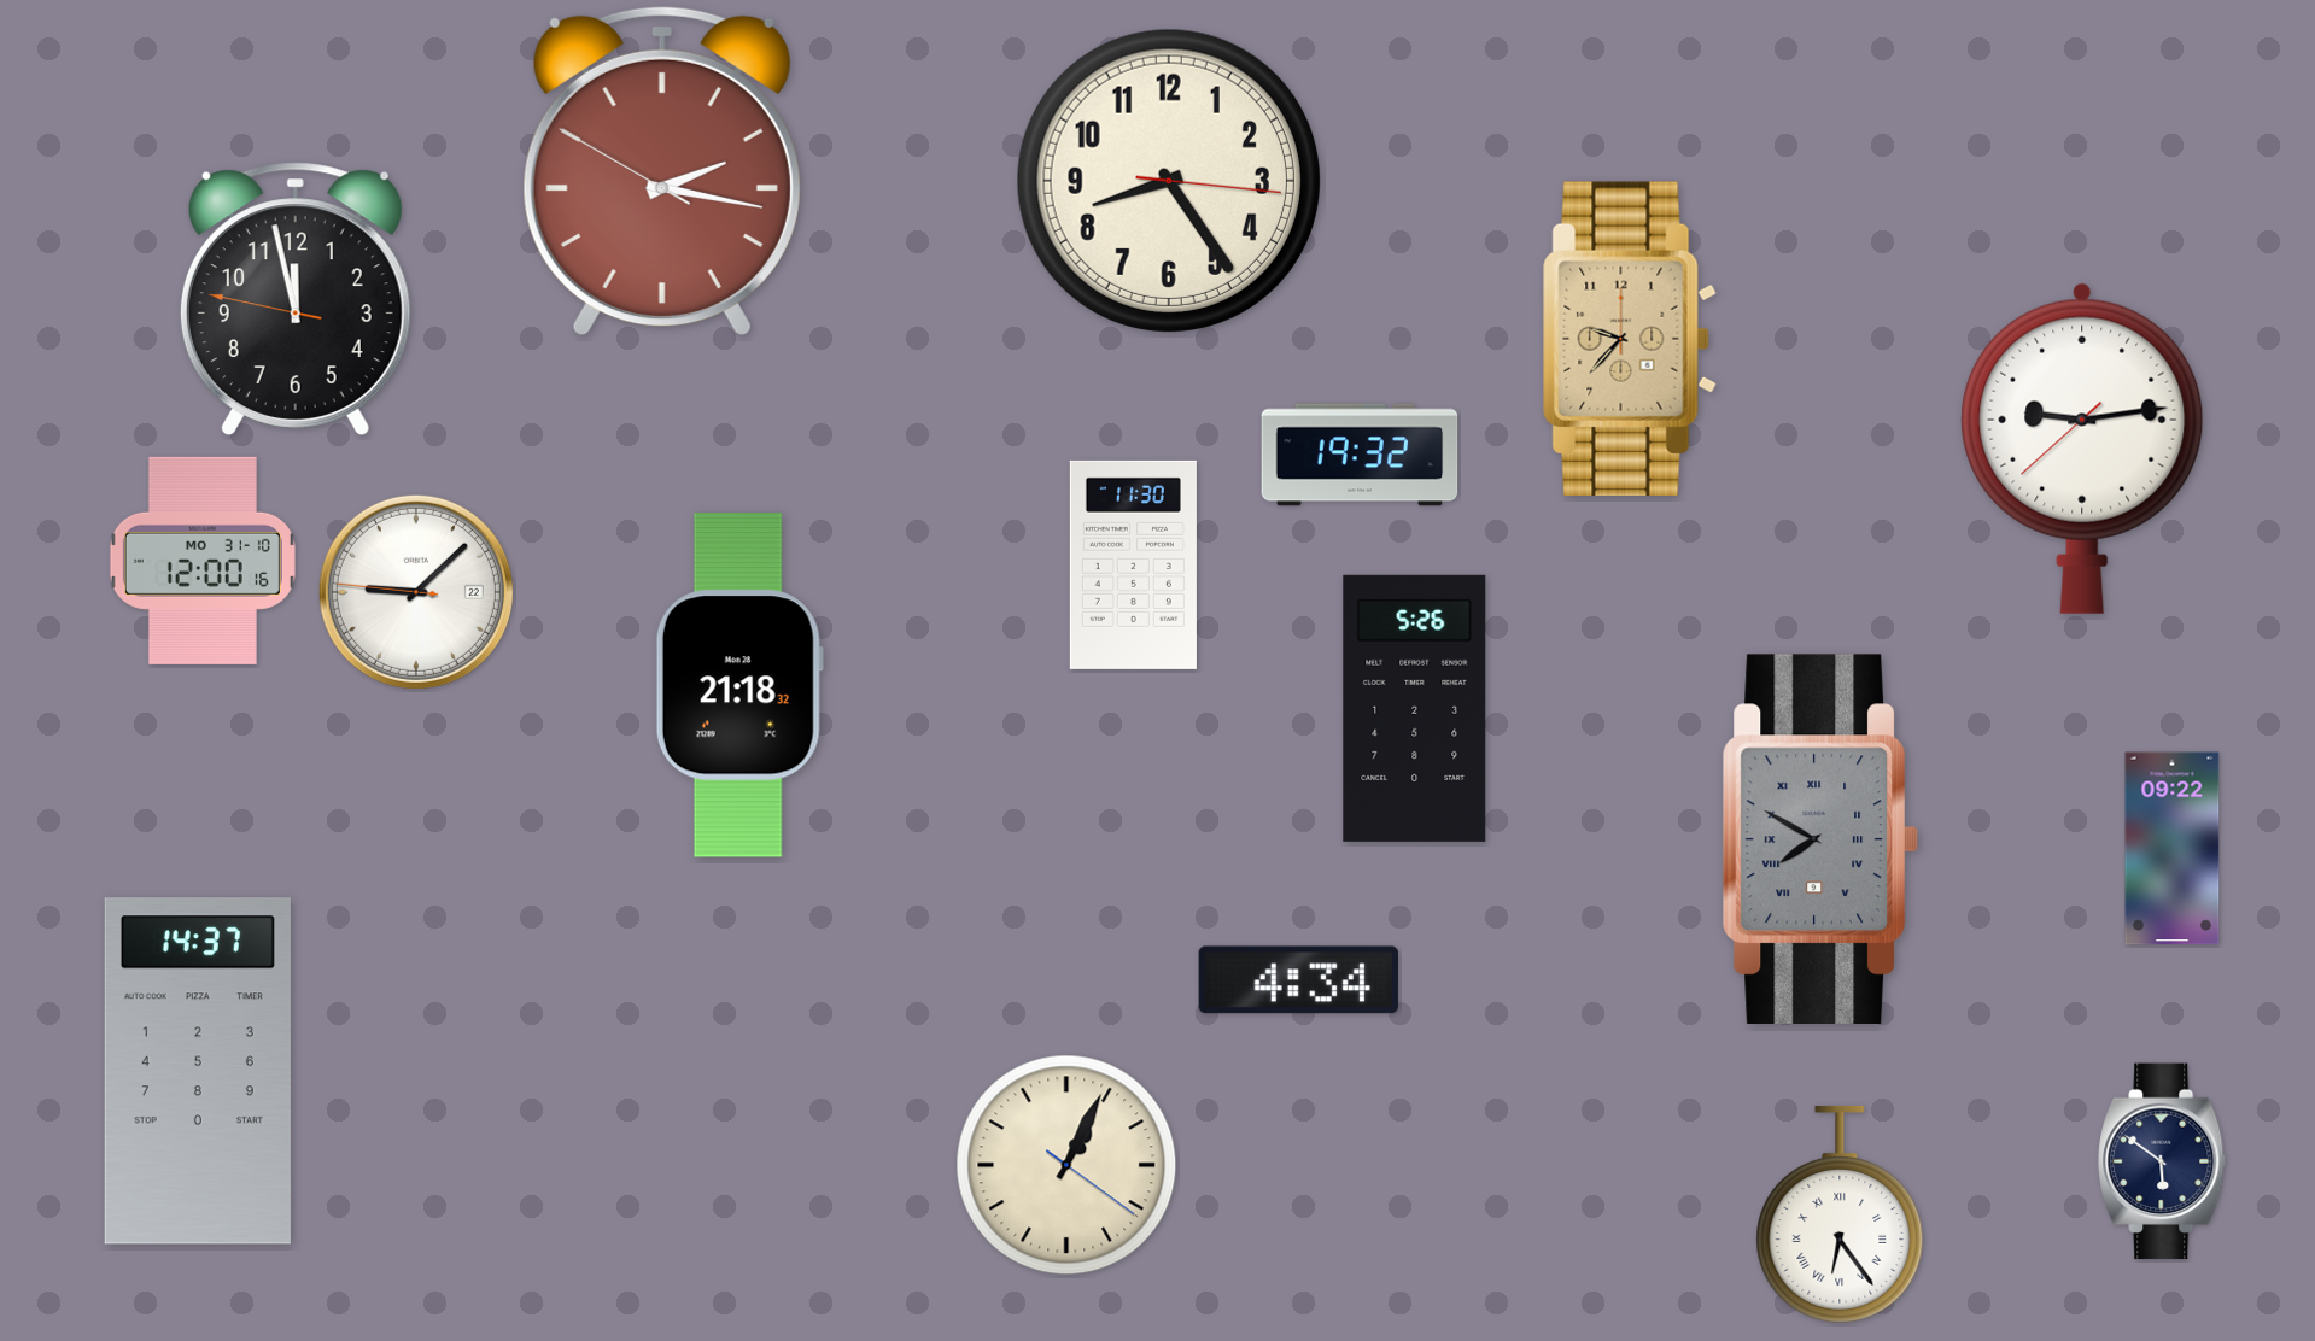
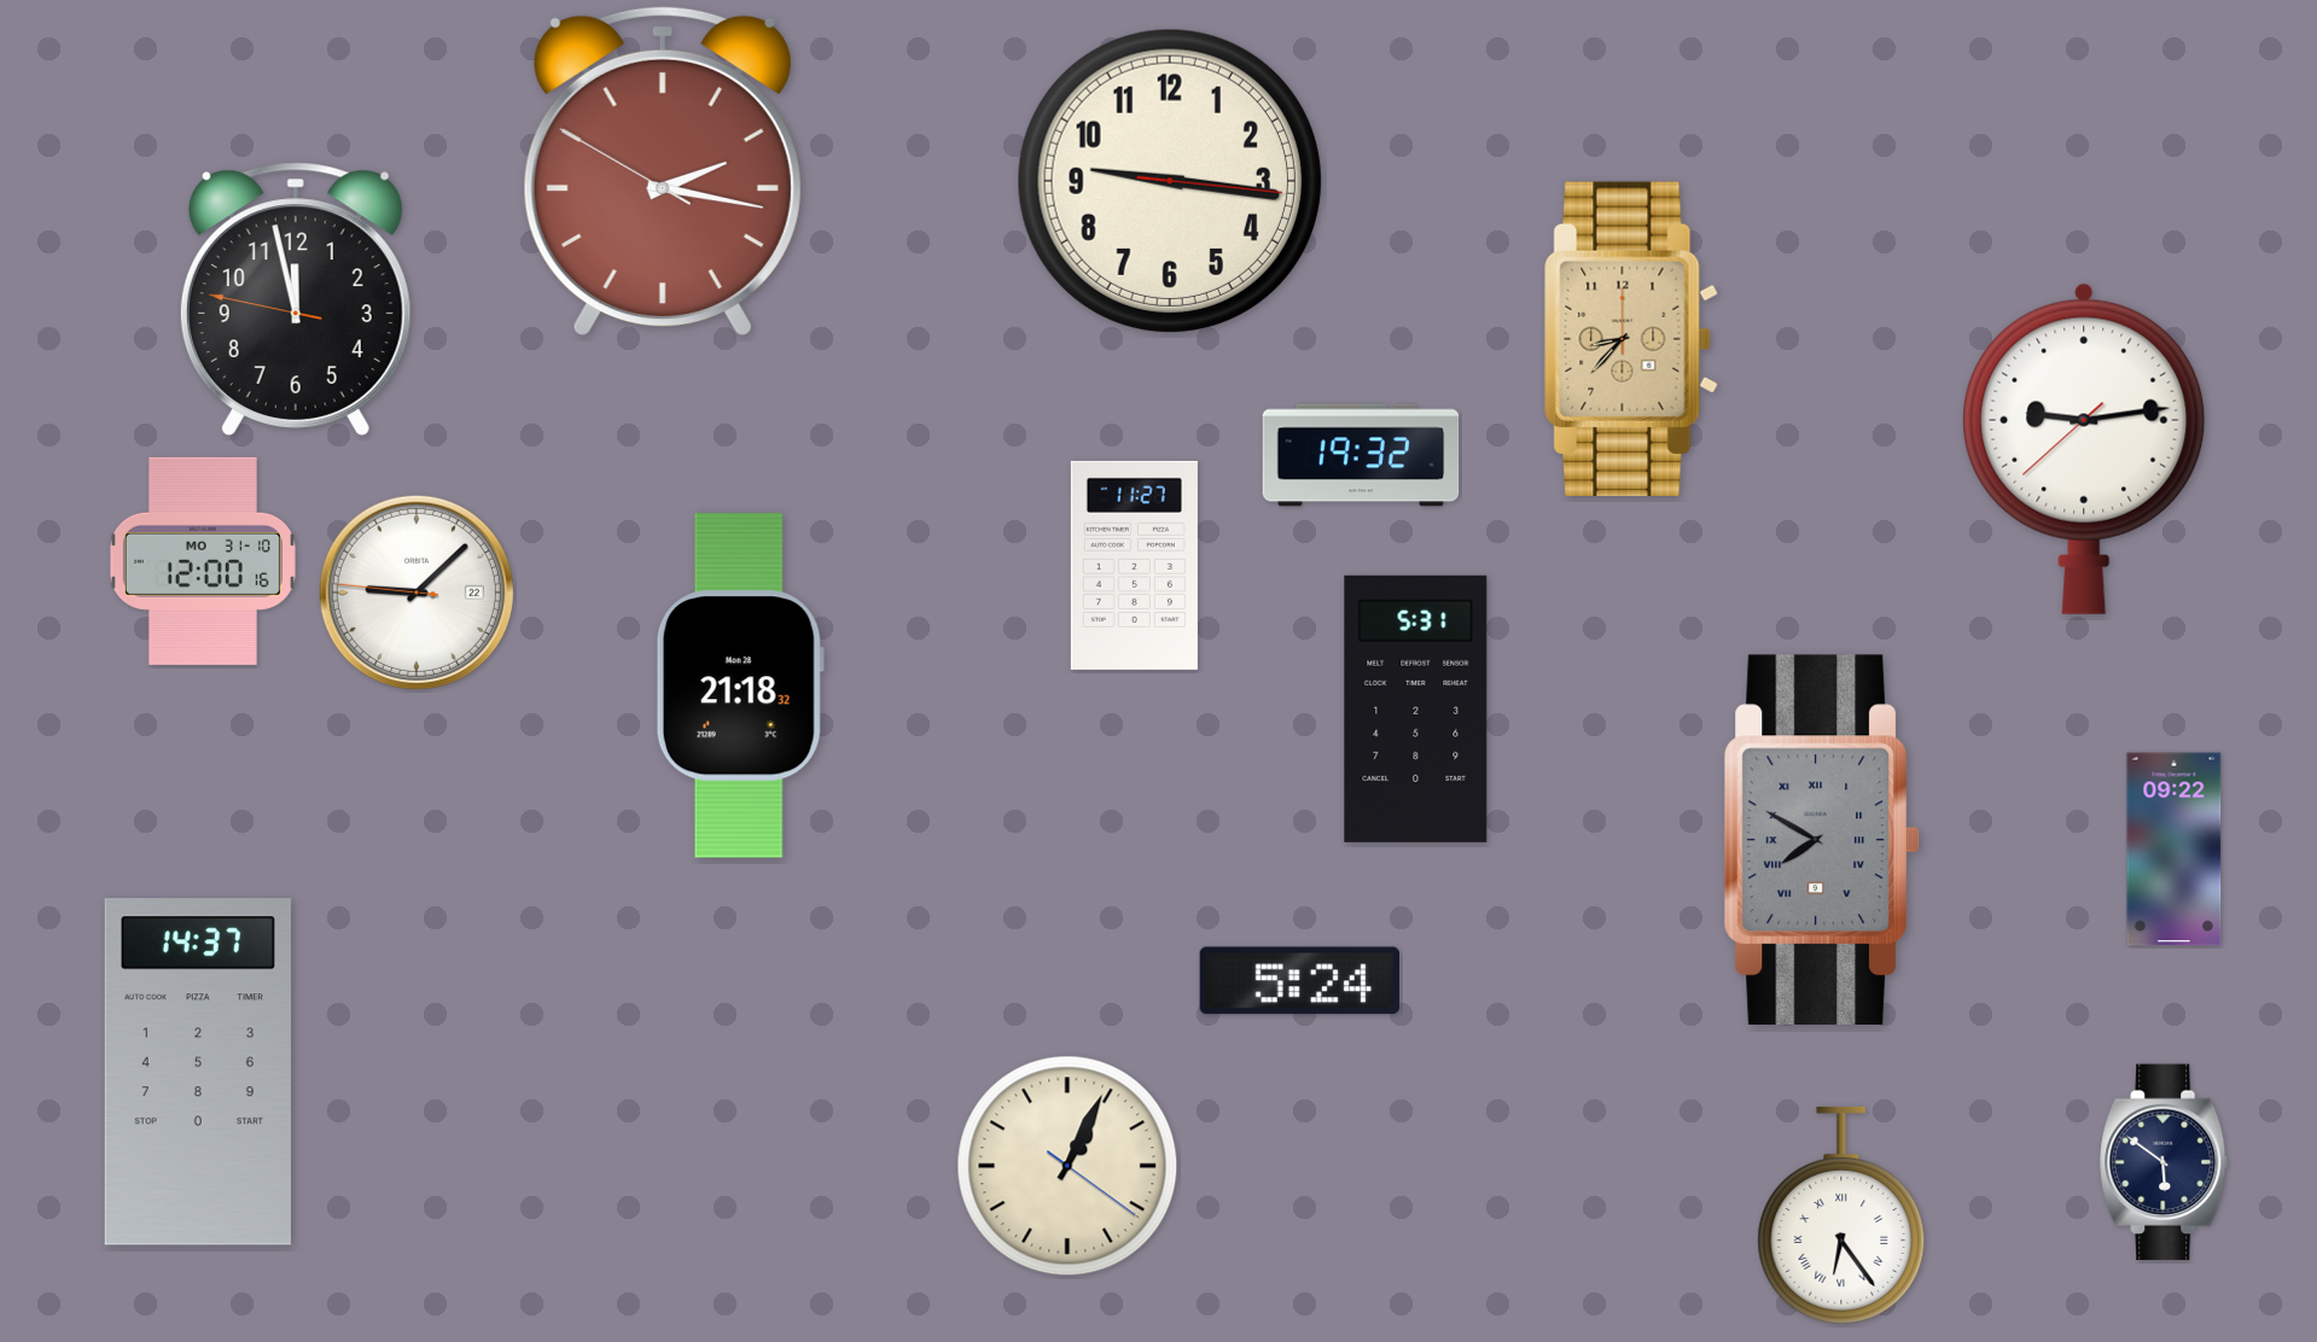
clock at (1169, 181): 8:24 -> 9:16
clock at (1630, 339): 9:37 -> 8:37
clock at (1133, 564): 11:30 -> 11:27
clock at (1415, 708): 5:26 -> 5:31
clock at (1298, 980): 4:34 -> 5:24
